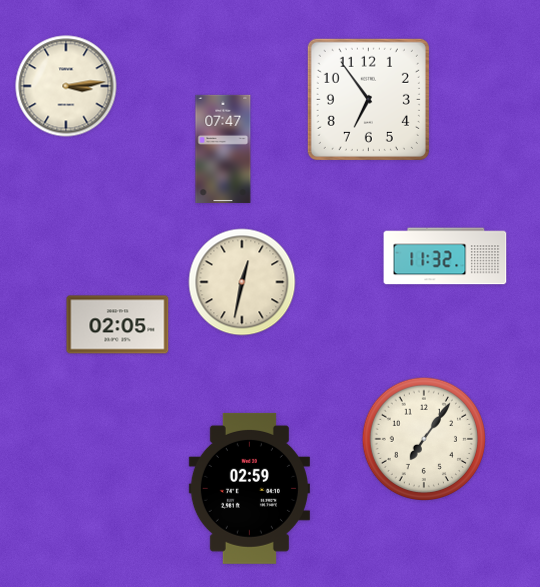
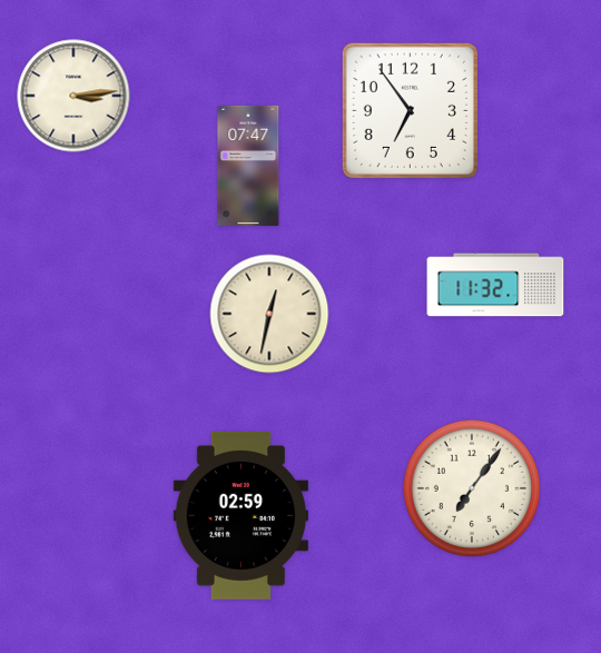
clock at (118, 325): 02:05 -> none
clock at (249, 488) position: (249, 488) -> (240, 515)
